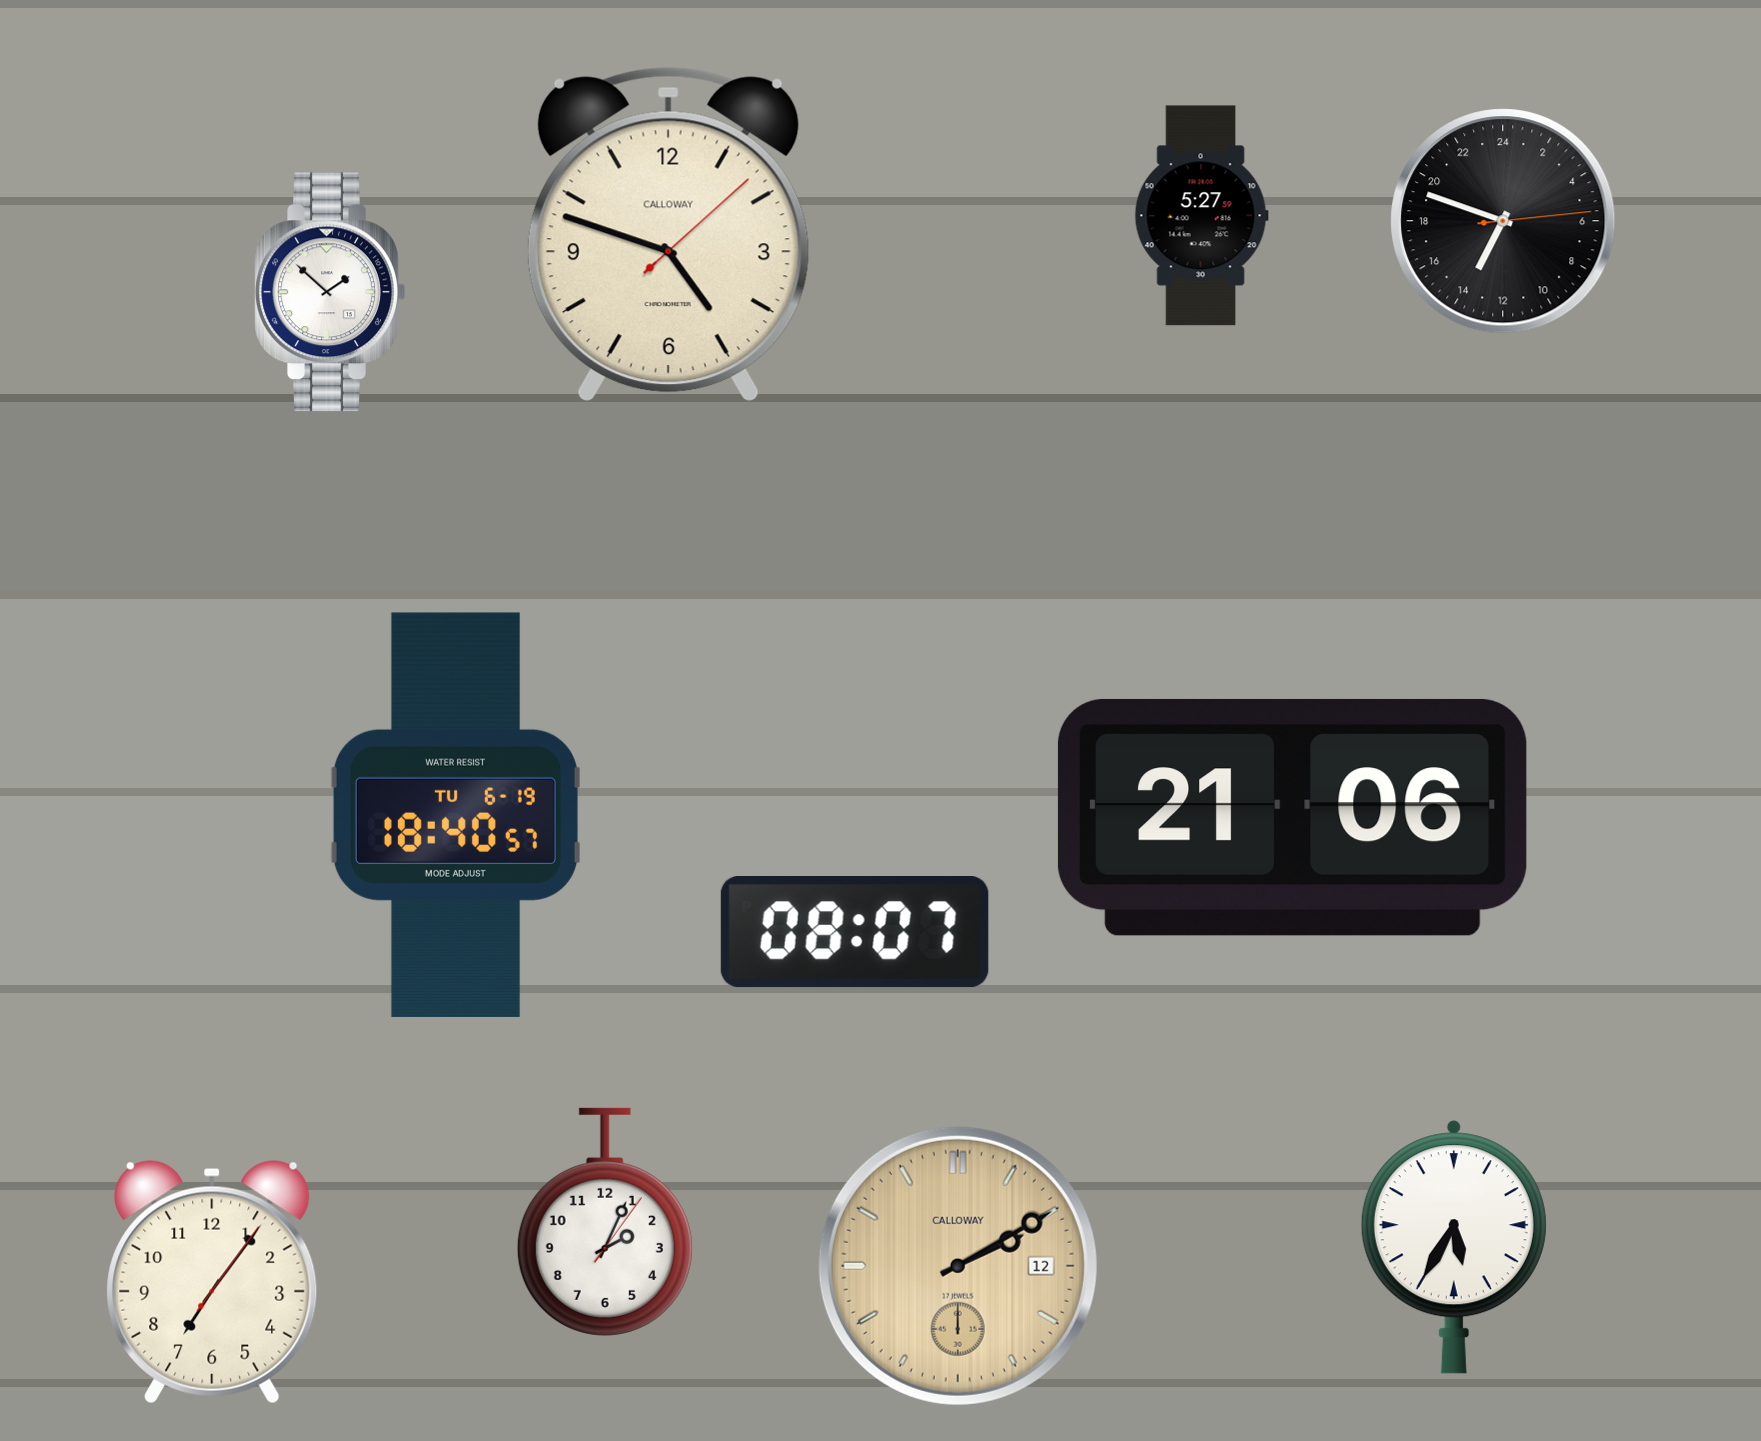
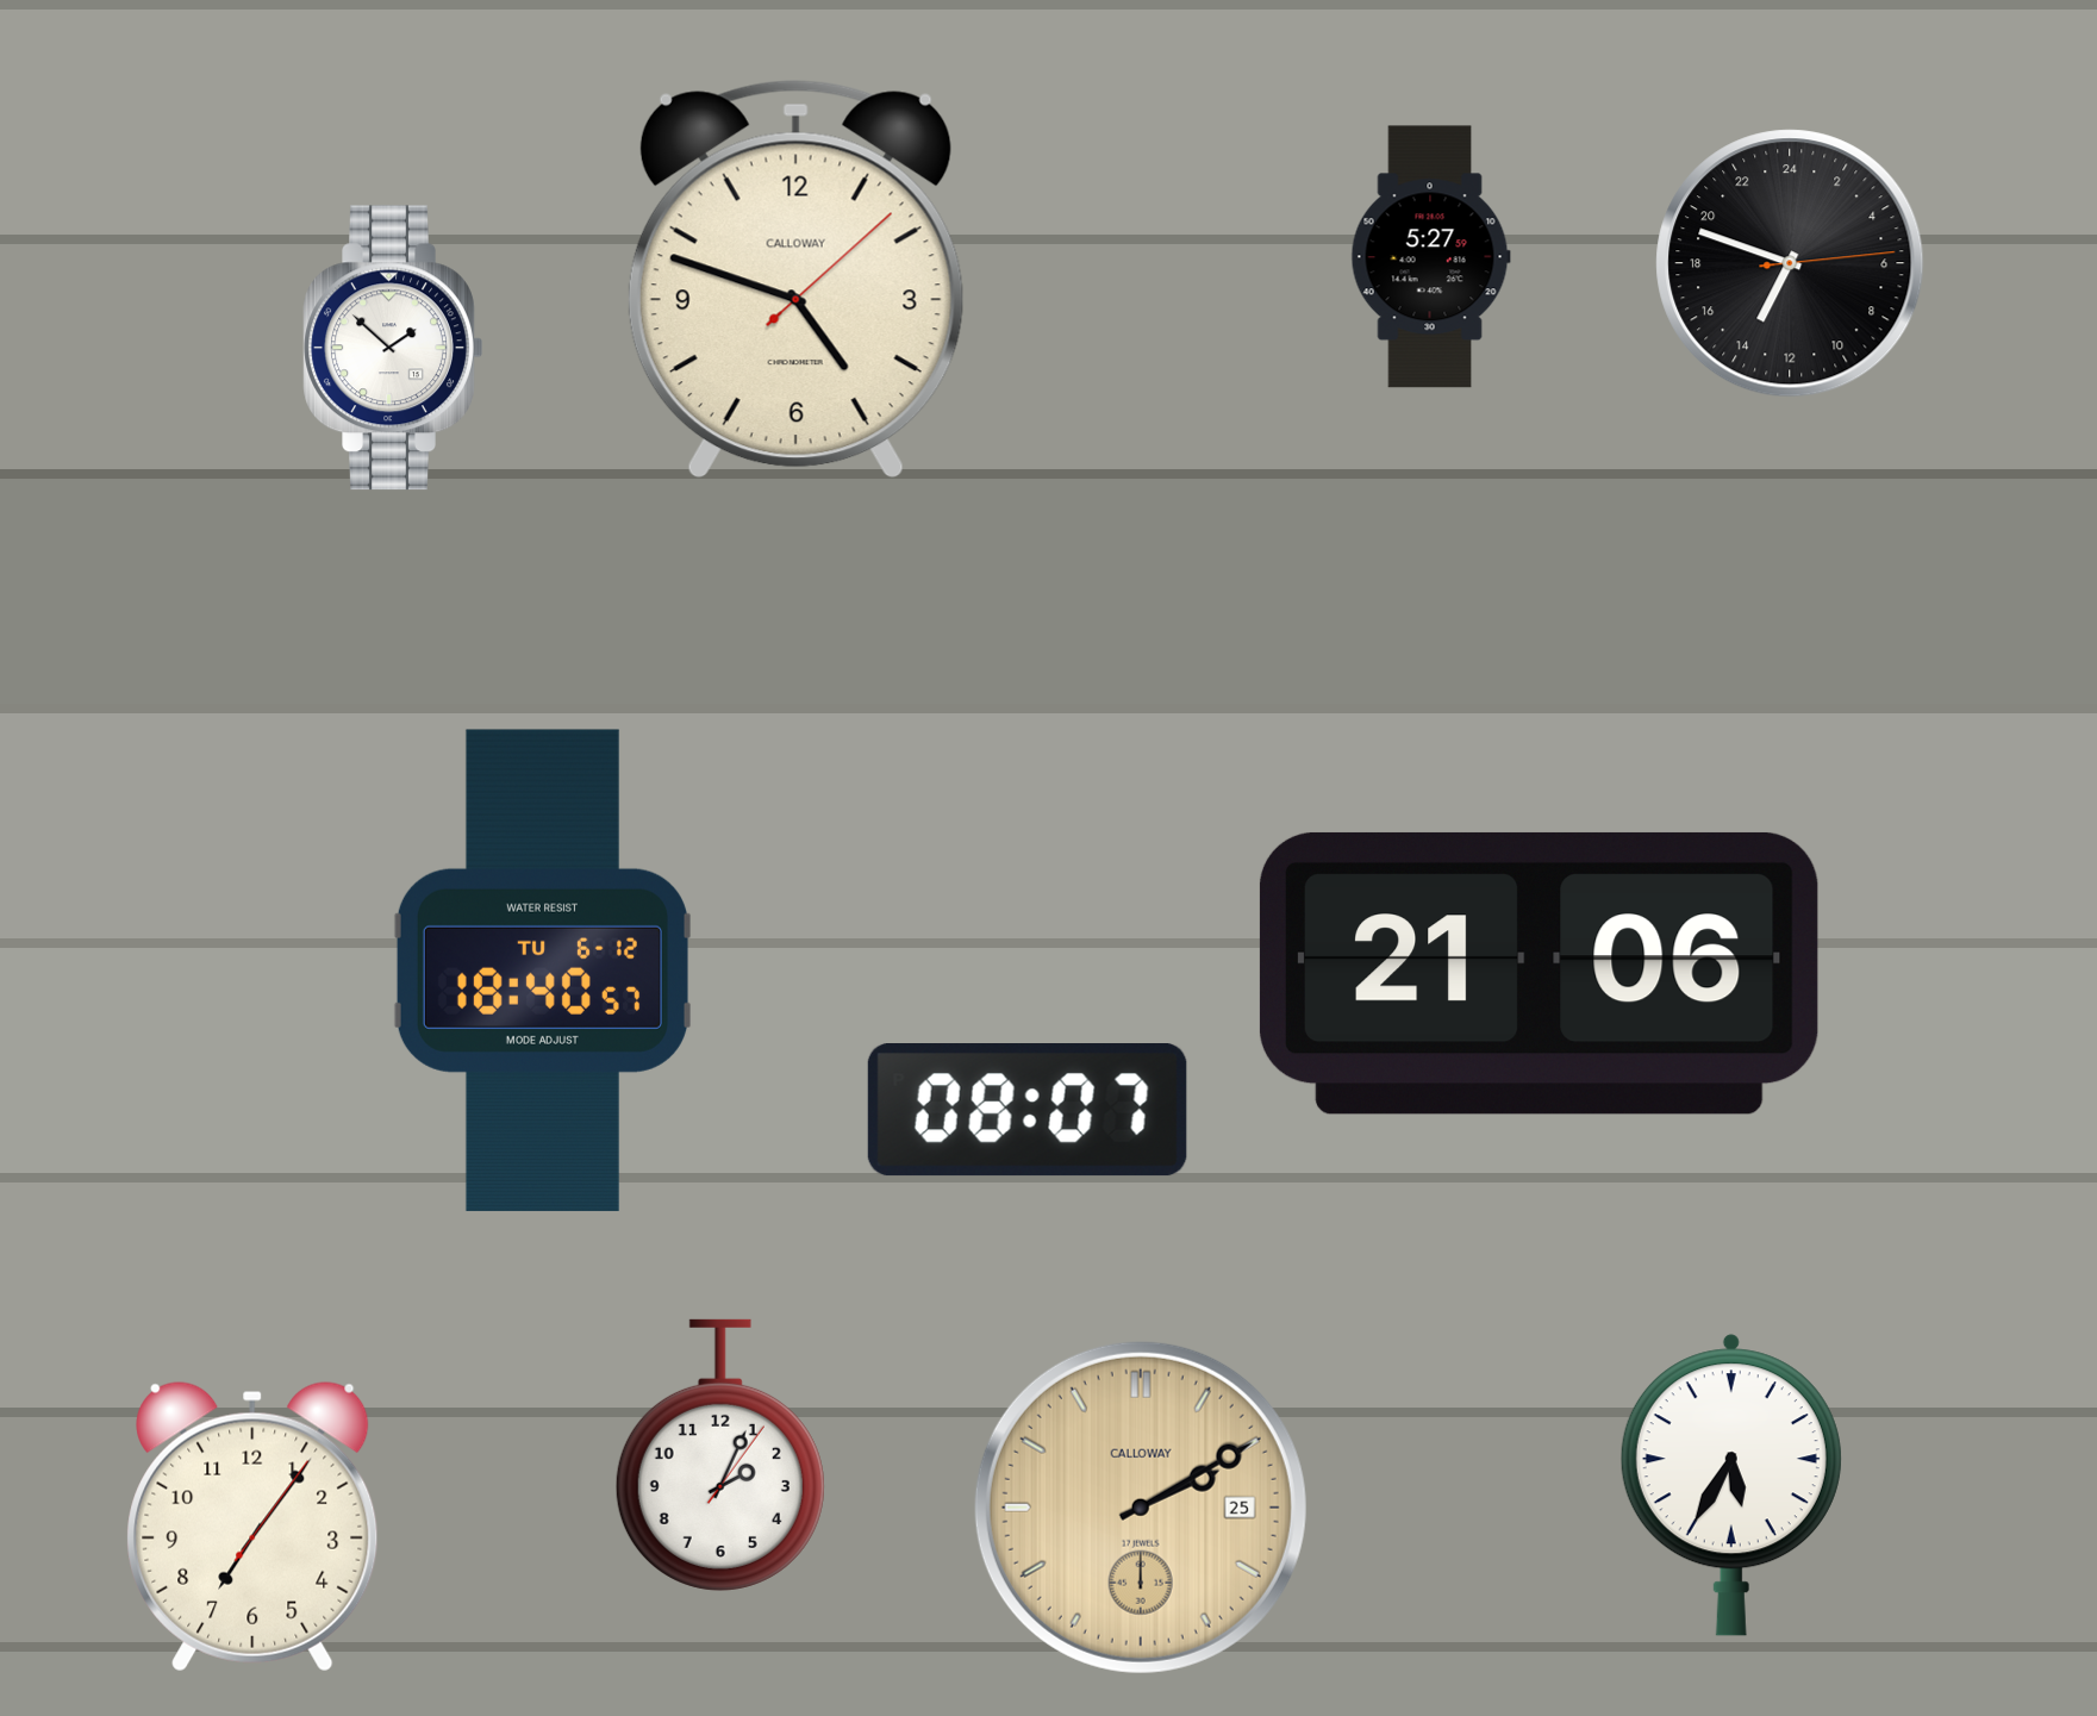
clock at (455, 815) date: TU 6-19 -> TU 6-12
clock at (855, 933) position: (855, 933) -> (1028, 1111)
clock at (958, 1266) date: 12 -> 25
